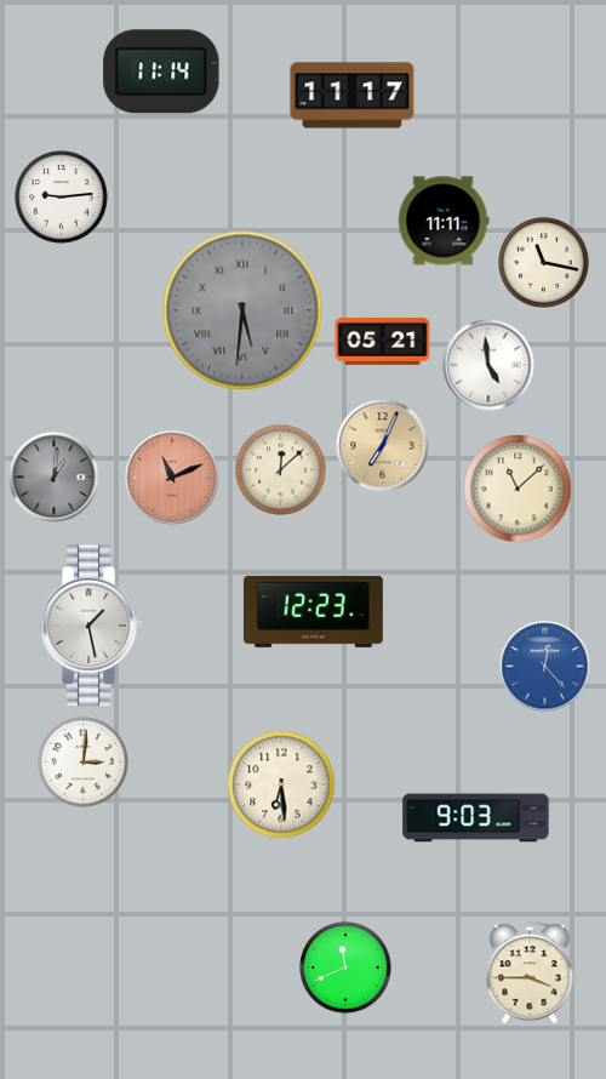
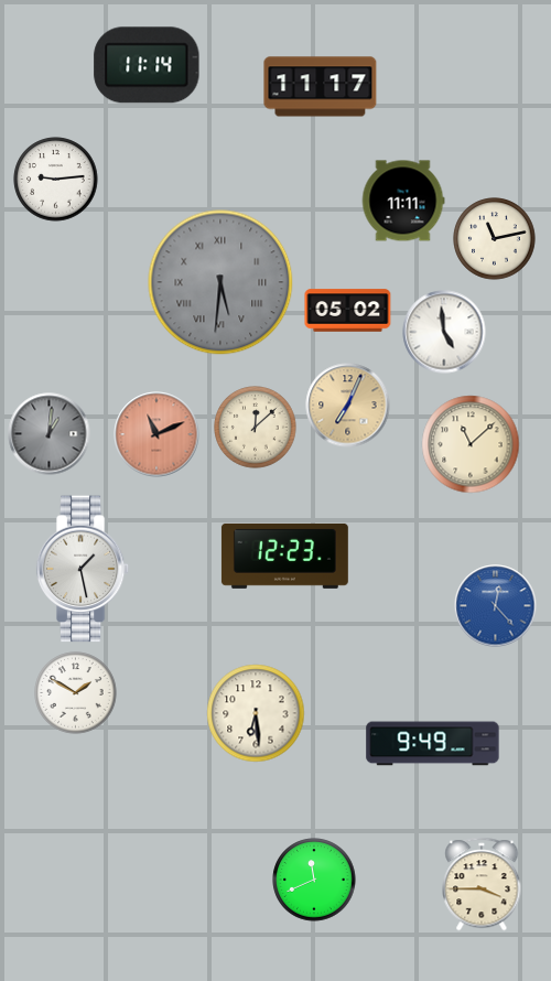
clock at (544, 263): 11:17 -> 11:13
clock at (383, 342): 05:21 -> 05:02
clock at (84, 763): 3:01 -> 1:50
clock at (476, 818): 9:03 -> 9:49
